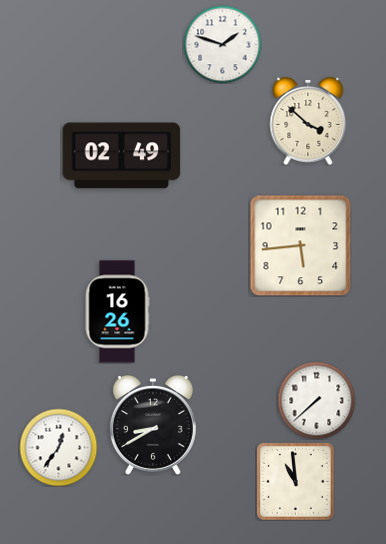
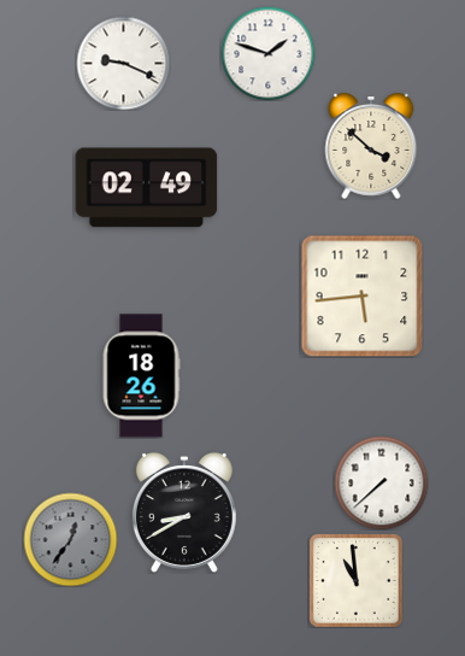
clock at (123, 63): none -> 9:19
clock at (117, 312): 16:26 -> 18:26
clock at (58, 447) dial: white -> grey
